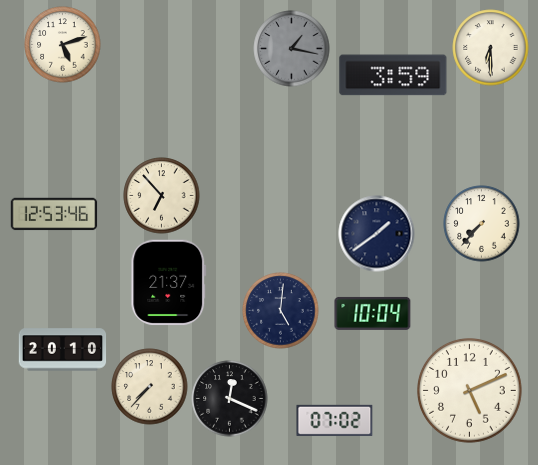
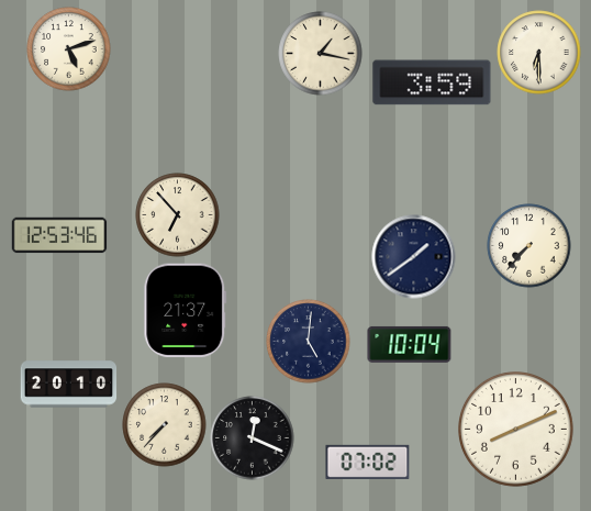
clock at (292, 49) dial: grey -> cream
clock at (470, 391): 5:11 -> 8:11
